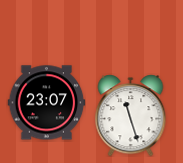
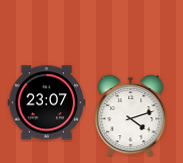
clock at (131, 115): 11:27 -> 4:12
